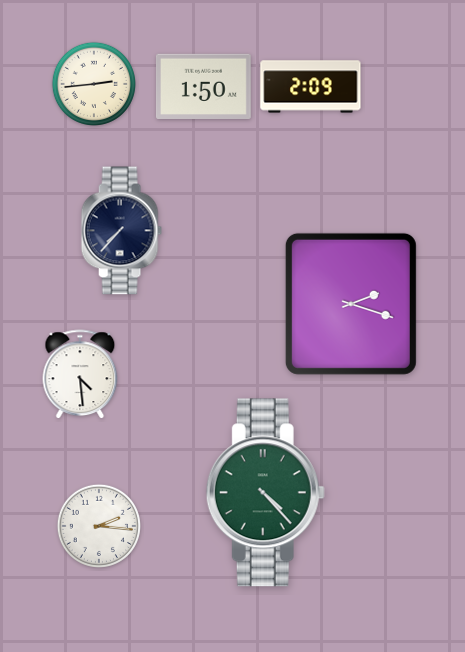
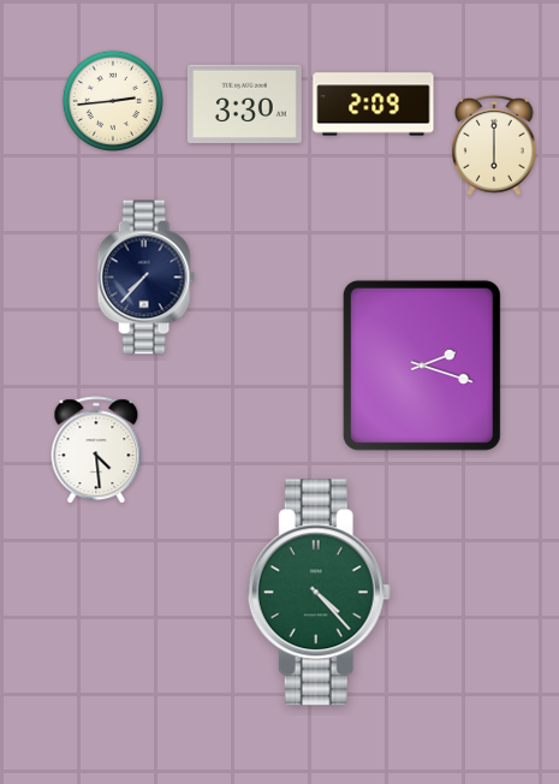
clock at (203, 87): 1:50 -> 3:30
clock at (495, 145): none -> 6:00
clock at (99, 526): 2:16 -> none
